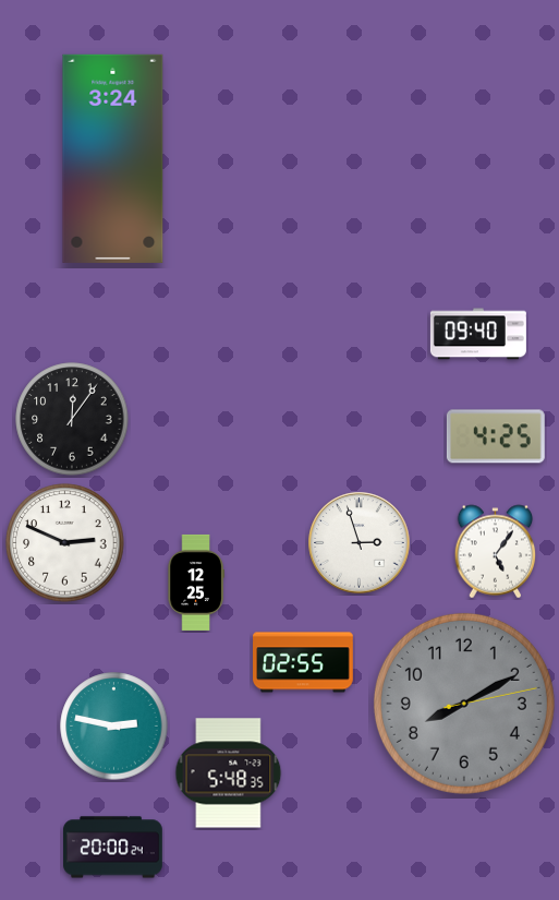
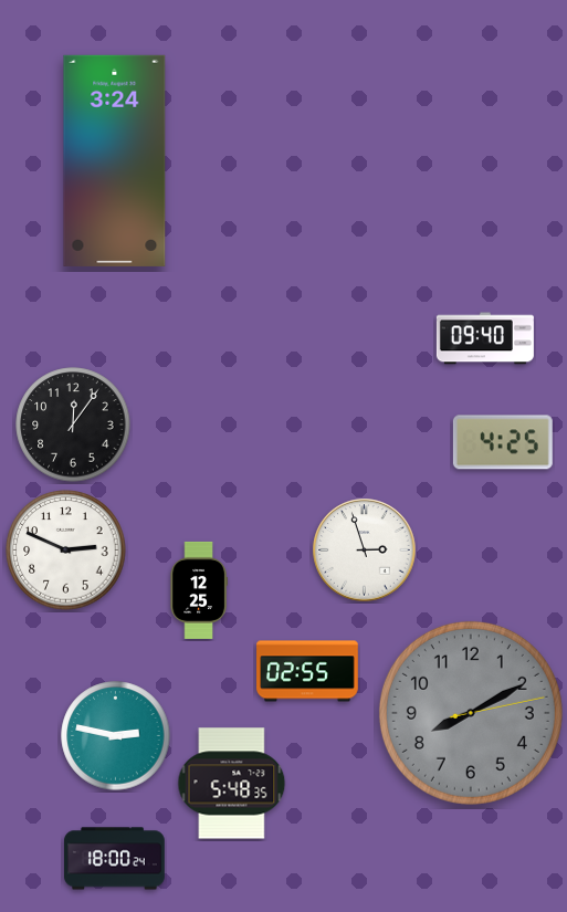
clock at (496, 552): 5:06 -> none
clock at (113, 848): 20:00 -> 18:00
